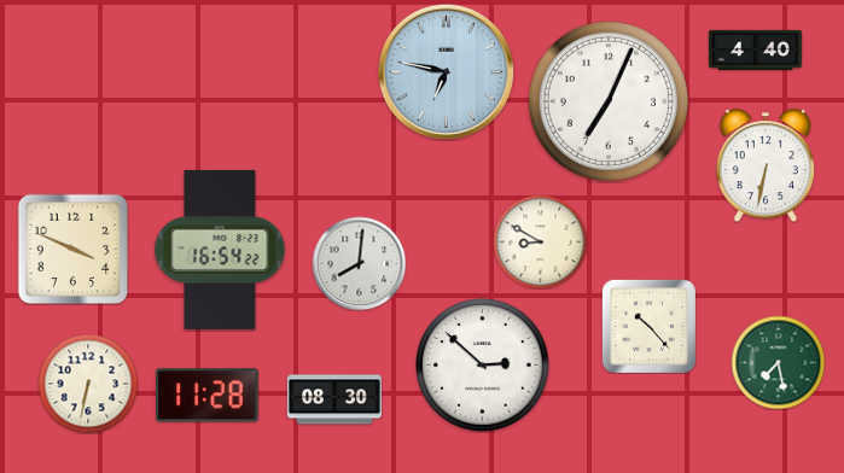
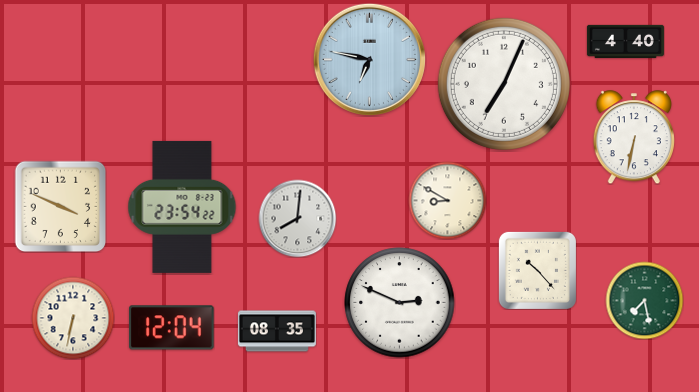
clock at (220, 250): 16:54 -> 23:54
clock at (483, 366): 2:52 -> 2:49
clock at (206, 396): 11:28 -> 12:04
clock at (334, 399): 08:30 -> 08:35
